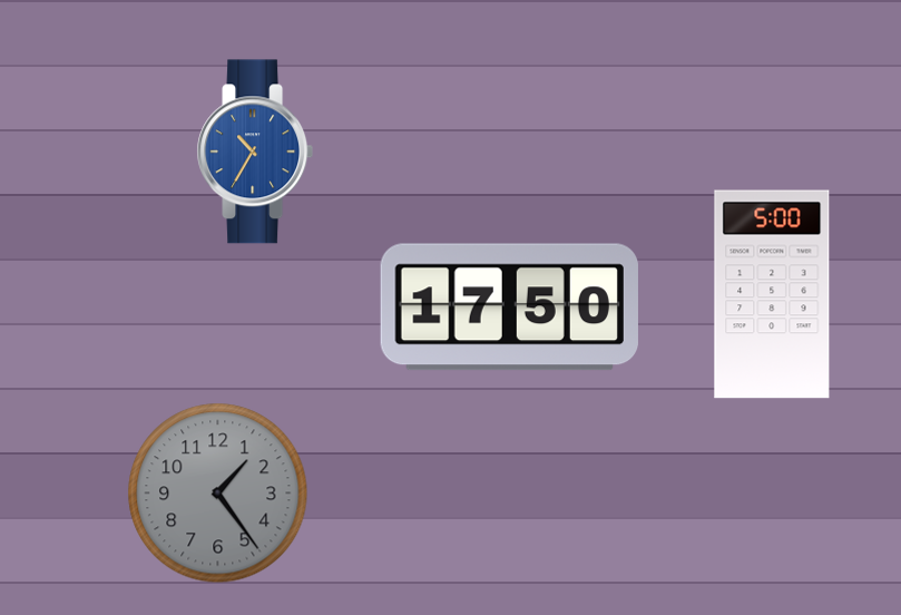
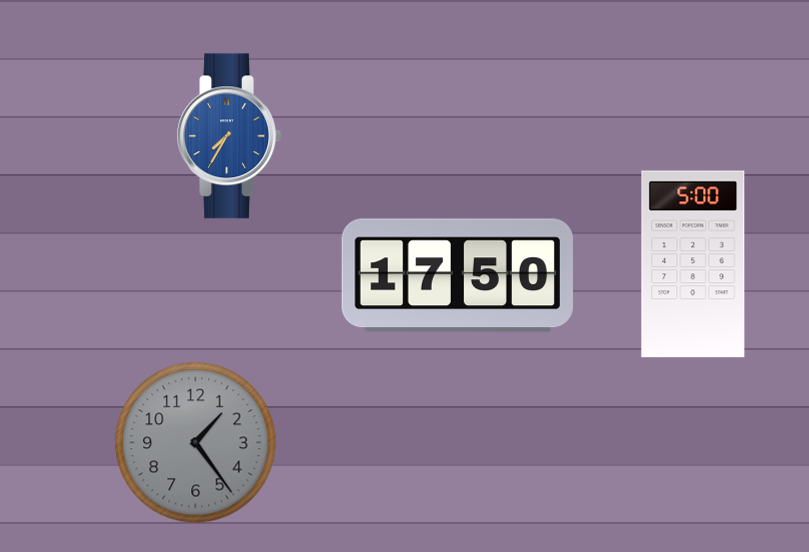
clock at (255, 152): 10:35 -> 7:35
